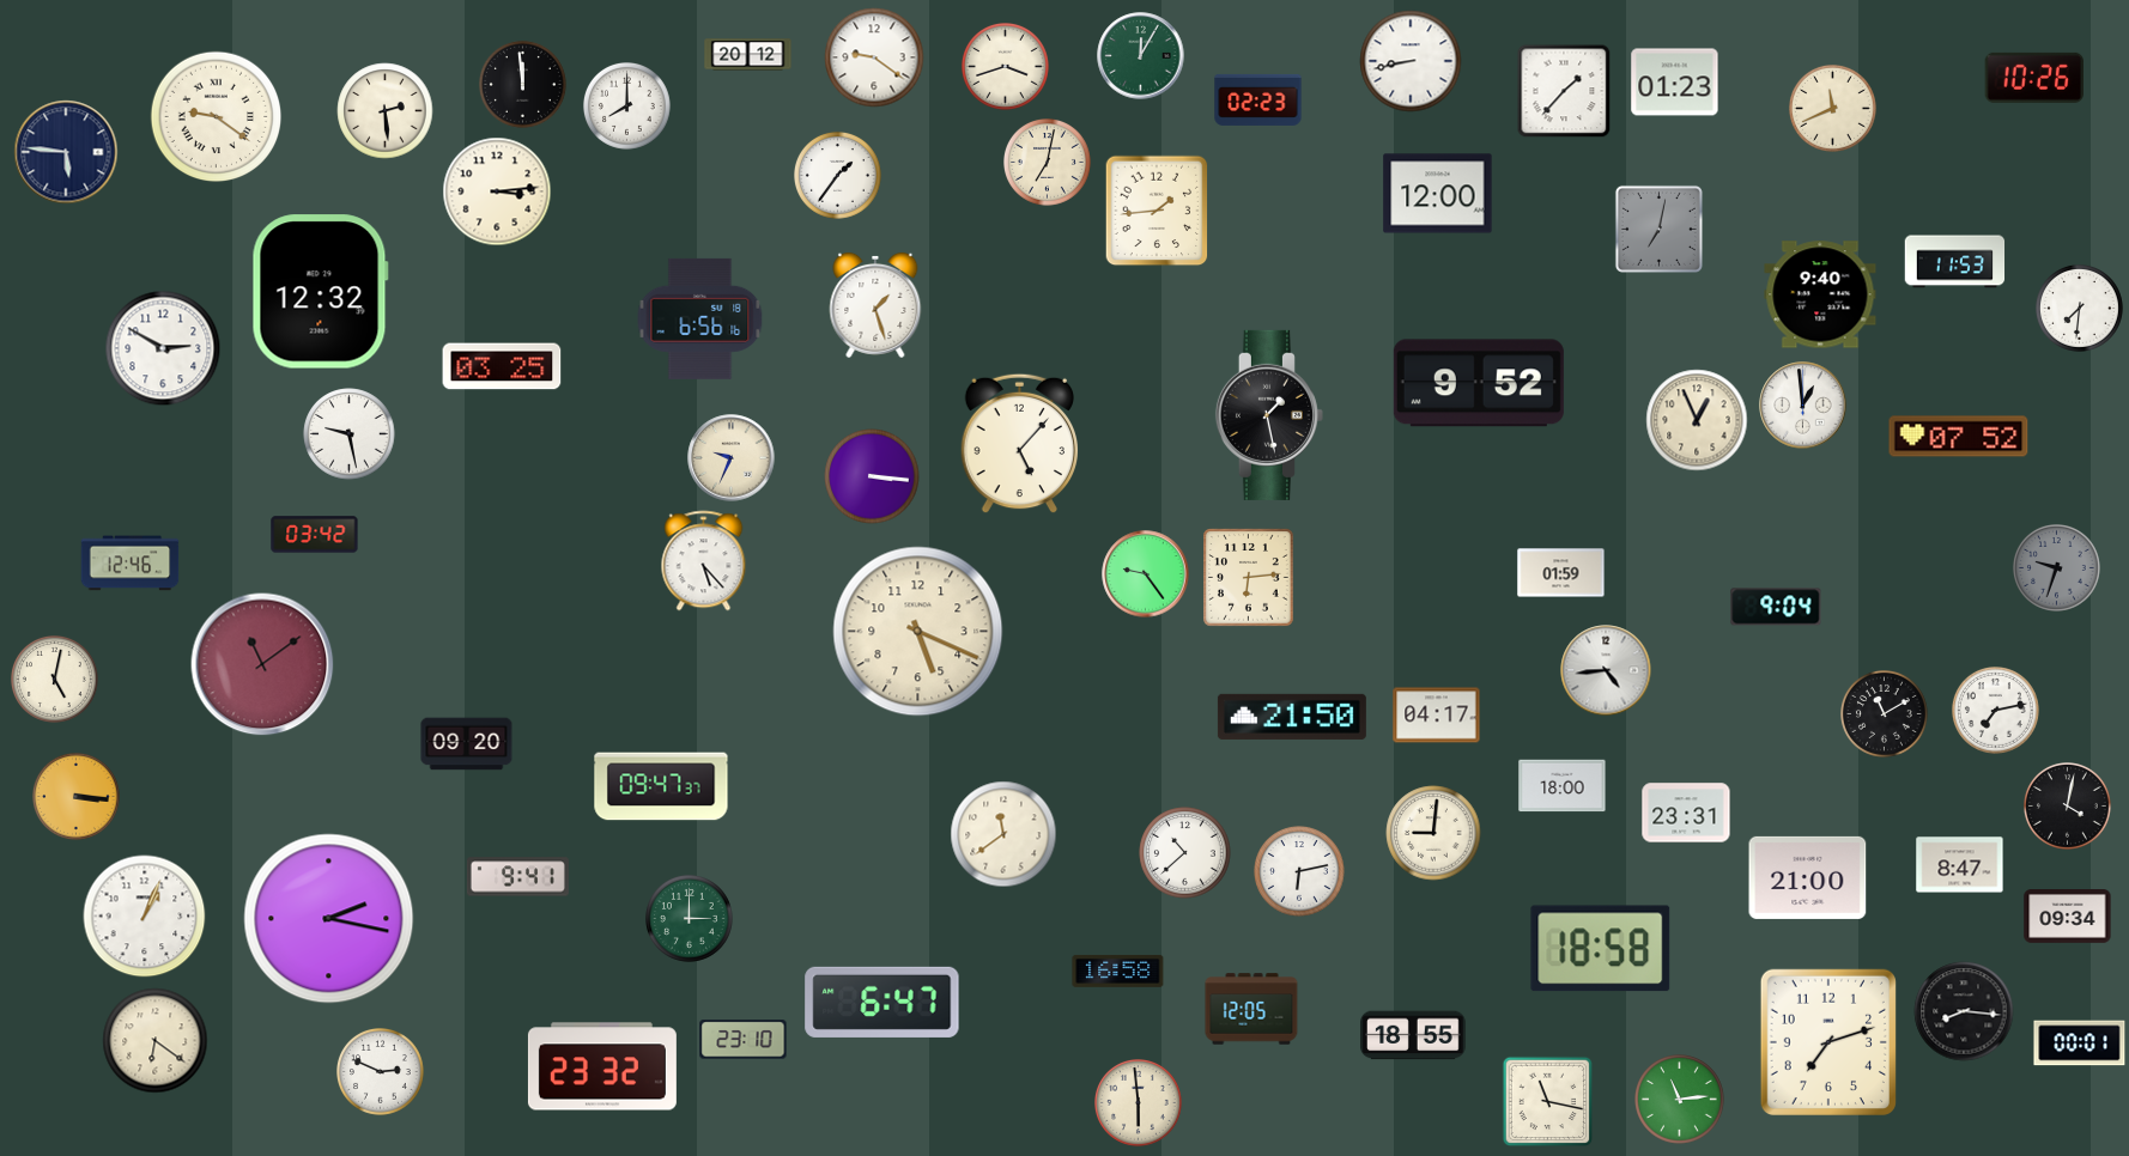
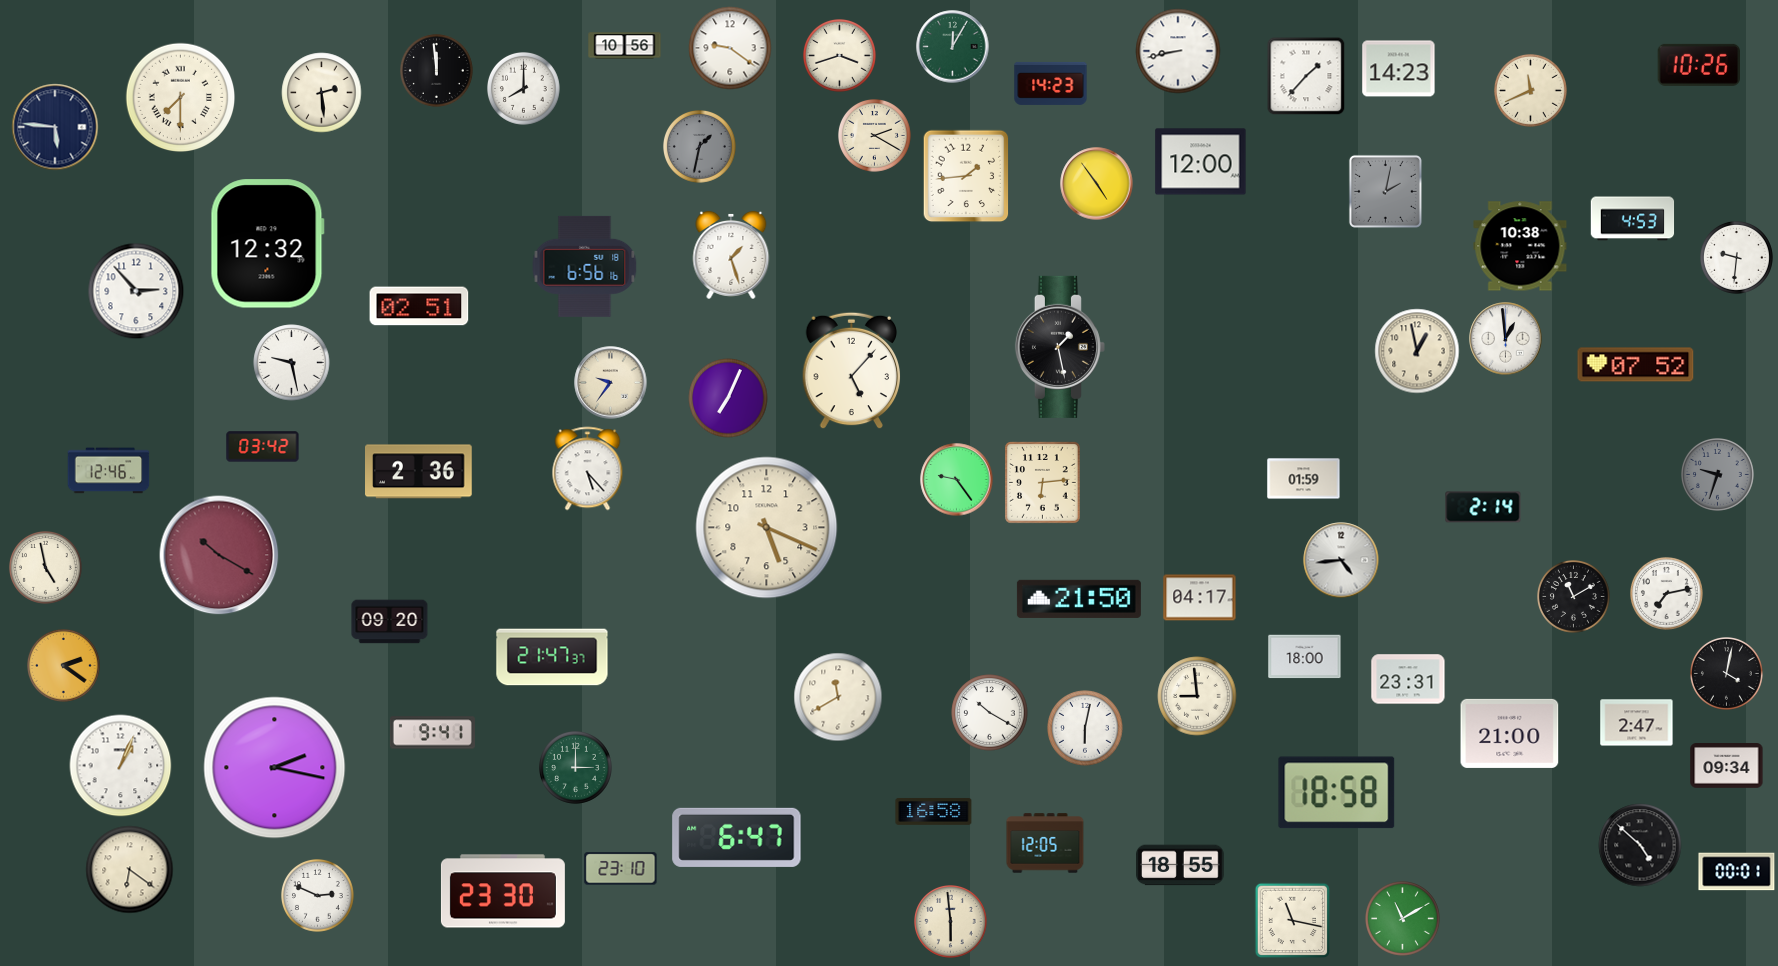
clock at (748, 55): 20:12 -> 10:56
clock at (1675, 83): 01:23 -> 14:23
clock at (1258, 99): 02:23 -> 14:23
clock at (217, 117): 9:21 -> 7:30
clock at (1048, 163): 7:02 -> 2:20
clock at (838, 176): 1:36 -> 1:32
clock at (838, 176) dial: white -> grey
clock at (497, 191): 3:14 -> none
clock at (1097, 184): none -> 4:54
clock at (1658, 229): 7:02 -> 2:02
clock at (1955, 262): 11:53 -> 4:53
clock at (1820, 294): 9:40 -> 10:38
clock at (2080, 309): 7:31 -> 9:31
clock at (163, 348): 2:50 -> 2:53
clock at (502, 366): 03:25 -> 02:51
clock at (1479, 383): 9:52 -> none
clock at (1697, 420): 12:56 -> 12:58
clock at (732, 458): 9:34 -> 9:36
clock at (872, 476): 3:16 -> 7:04
clock at (419, 472): none -> 2:36
clock at (1776, 607): 9:04 -> 2:14
clock at (262, 664): 11:09 -> 10:20
clock at (55, 680): 5:02 -> 4:58
clock at (661, 786): 09:47 -> 21:47
clock at (77, 797): 3:16 -> 2:21
clock at (1433, 833): 9:01 -> 8:59
clock at (1003, 834): 11:39 -> 11:40
clock at (1185, 853): 10:38 -> 10:20
clock at (1960, 865): 8:47 -> 2:47
clock at (1299, 871): 6:13 -> 6:02
clock at (1964, 1011): 8:16 -> 4:52
clock at (1828, 1042): 7:12 -> none
clock at (602, 1066): 23:32 -> 23:30
clock at (1680, 1100): 11:14 -> 11:10
